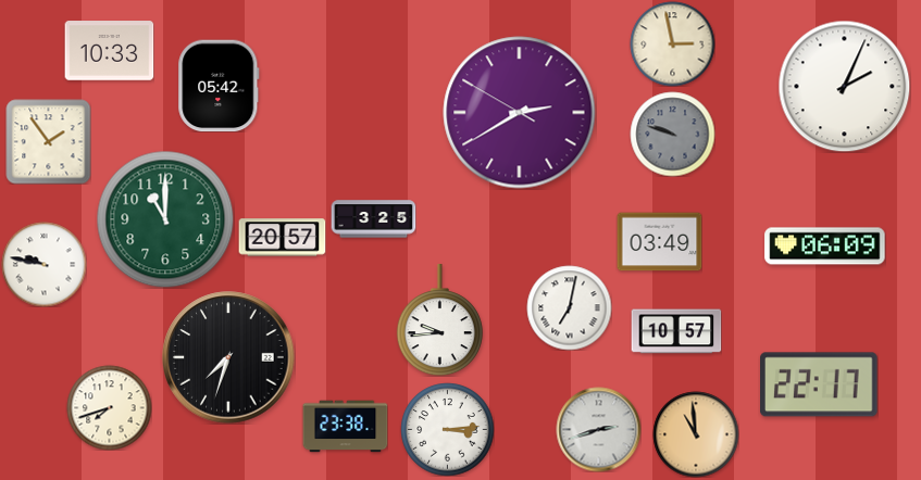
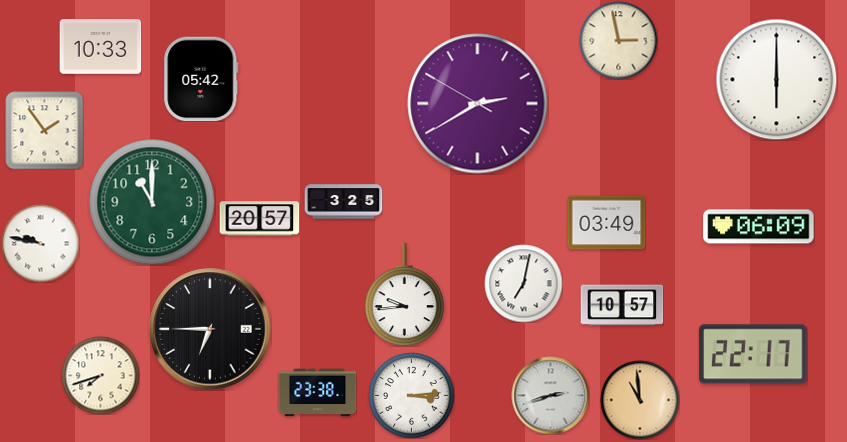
clock at (844, 86): 2:04 -> 6:00
clock at (672, 134): 9:48 -> none
clock at (228, 357): 7:33 -> 6:45
